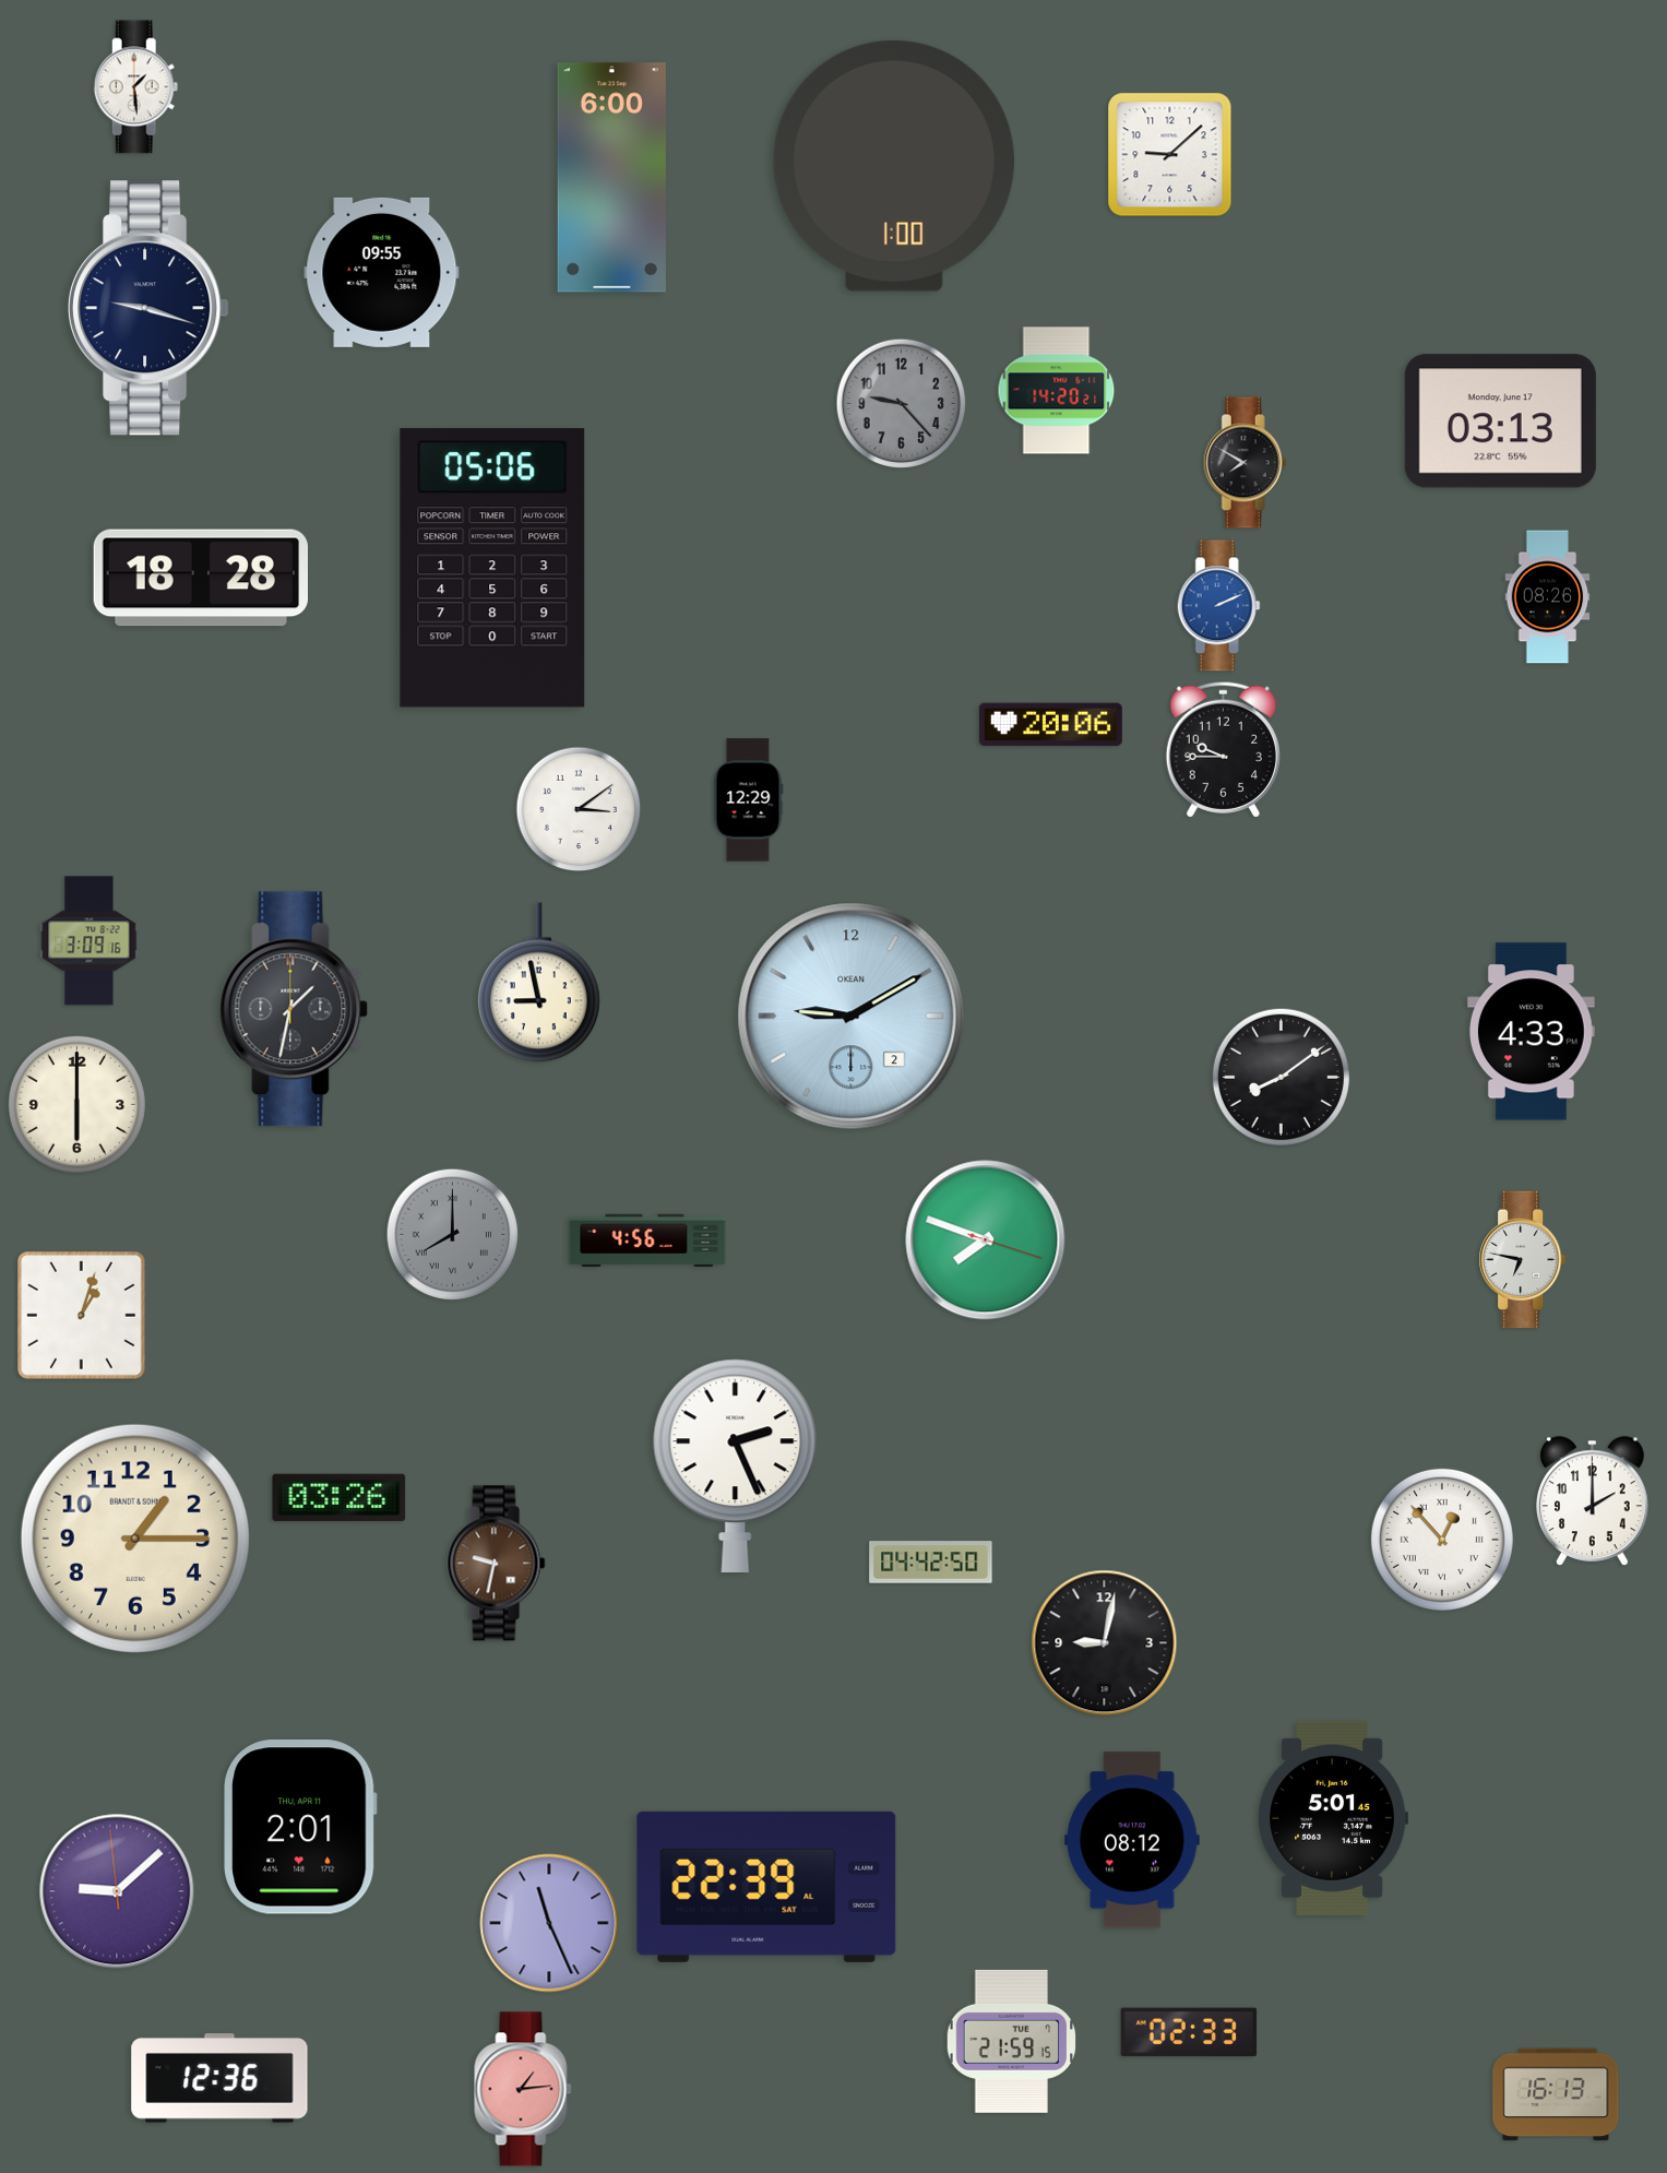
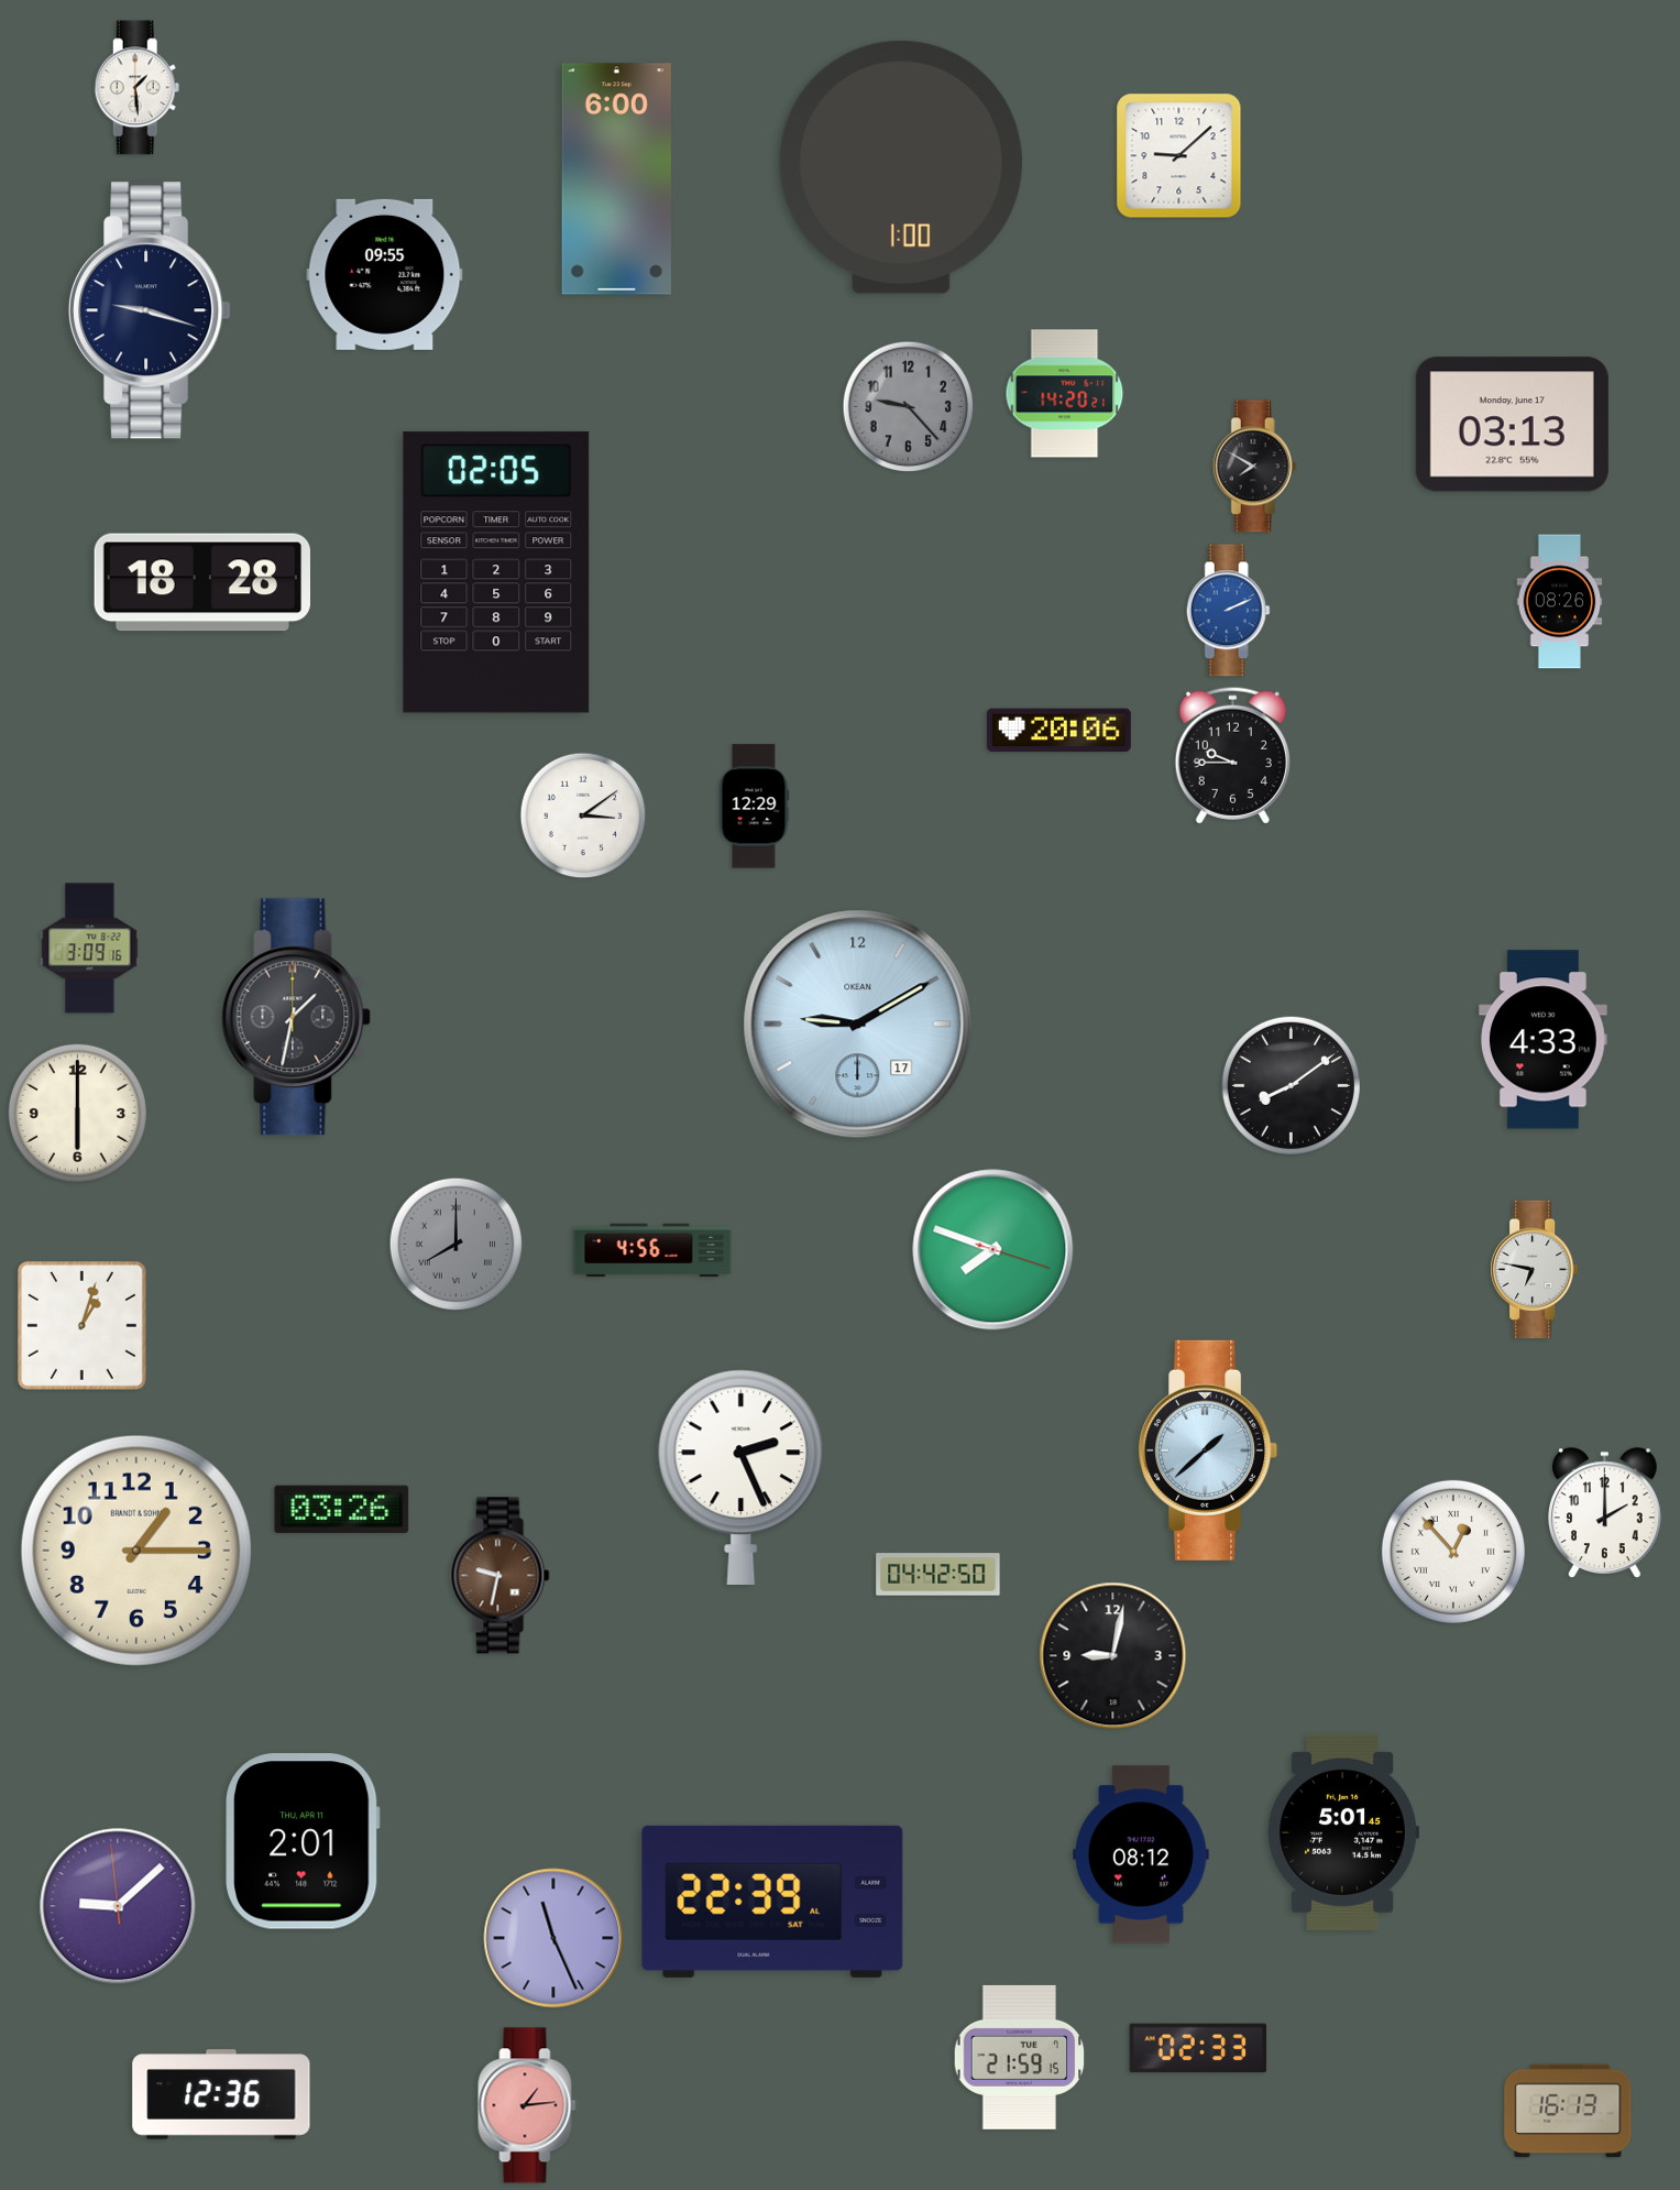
clock at (492, 568): 05:06 -> 02:05
clock at (538, 983): 8:58 -> none
clock at (852, 1017) date: 2 -> 17
clock at (1208, 1450): none -> 1:38
